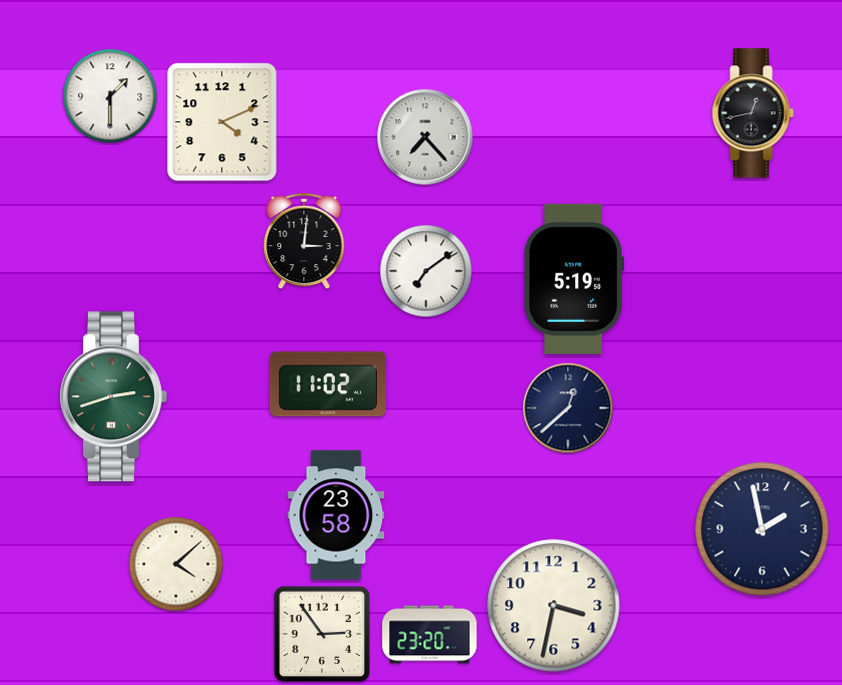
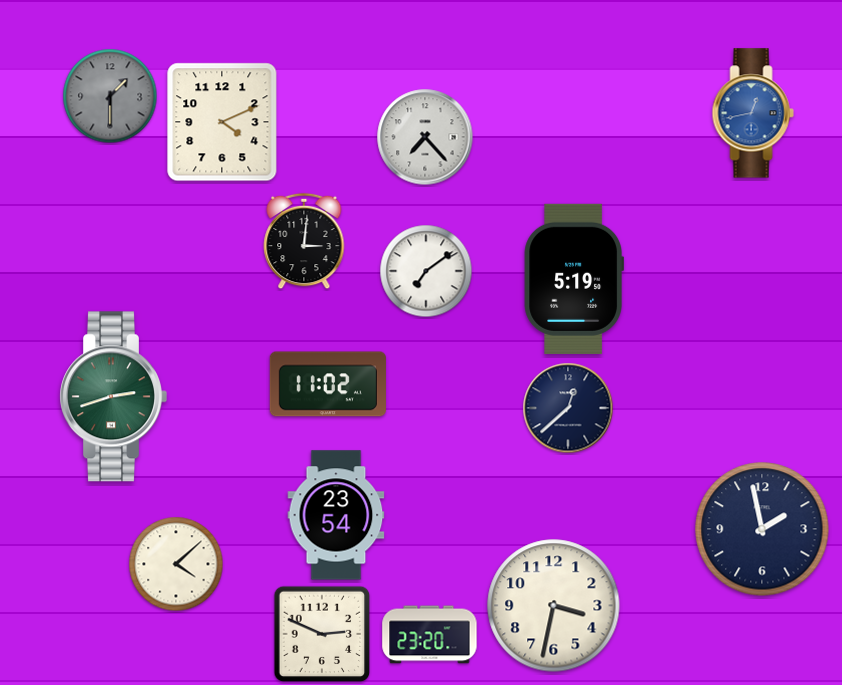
clock at (110, 96) dial: white -> grey
clock at (753, 113) dial: black -> blue
clock at (336, 515): 23:58 -> 23:54
clock at (322, 634): 2:54 -> 2:49
